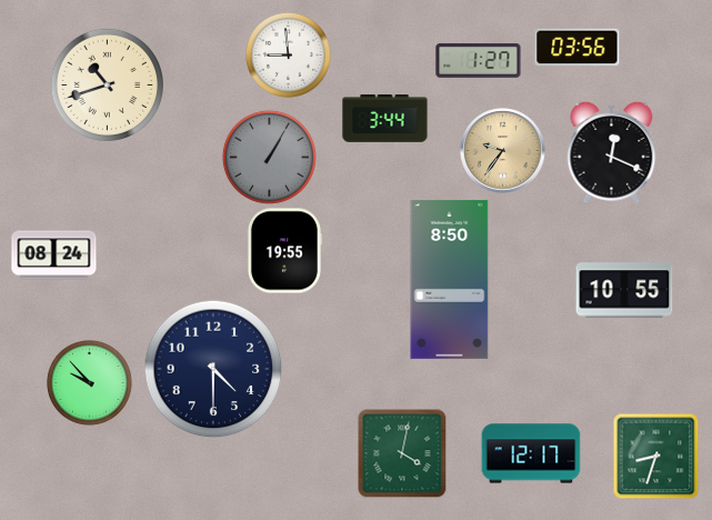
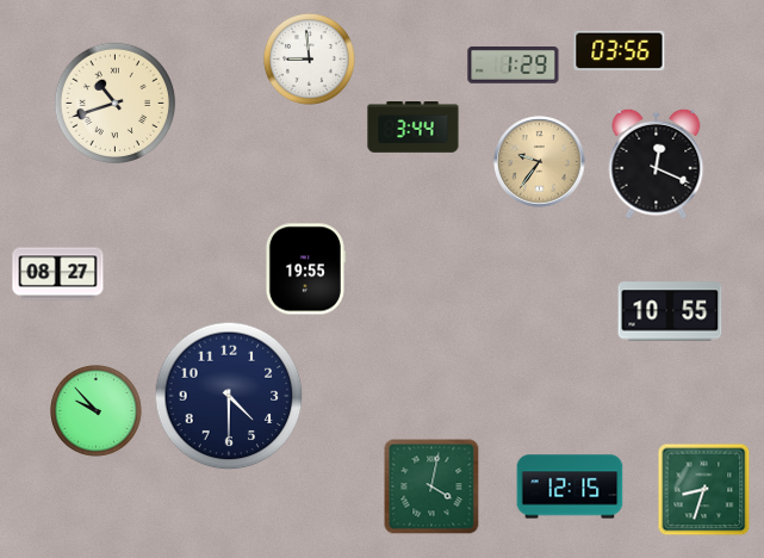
clock at (479, 61): 1:27 -> 1:29
clock at (107, 84) position: (107, 84) -> (114, 103)
clock at (269, 157): 1:05 -> none
clock at (54, 256): 08:24 -> 08:27
clock at (450, 279): 8:50 -> none
clock at (531, 453): 12:17 -> 12:15
